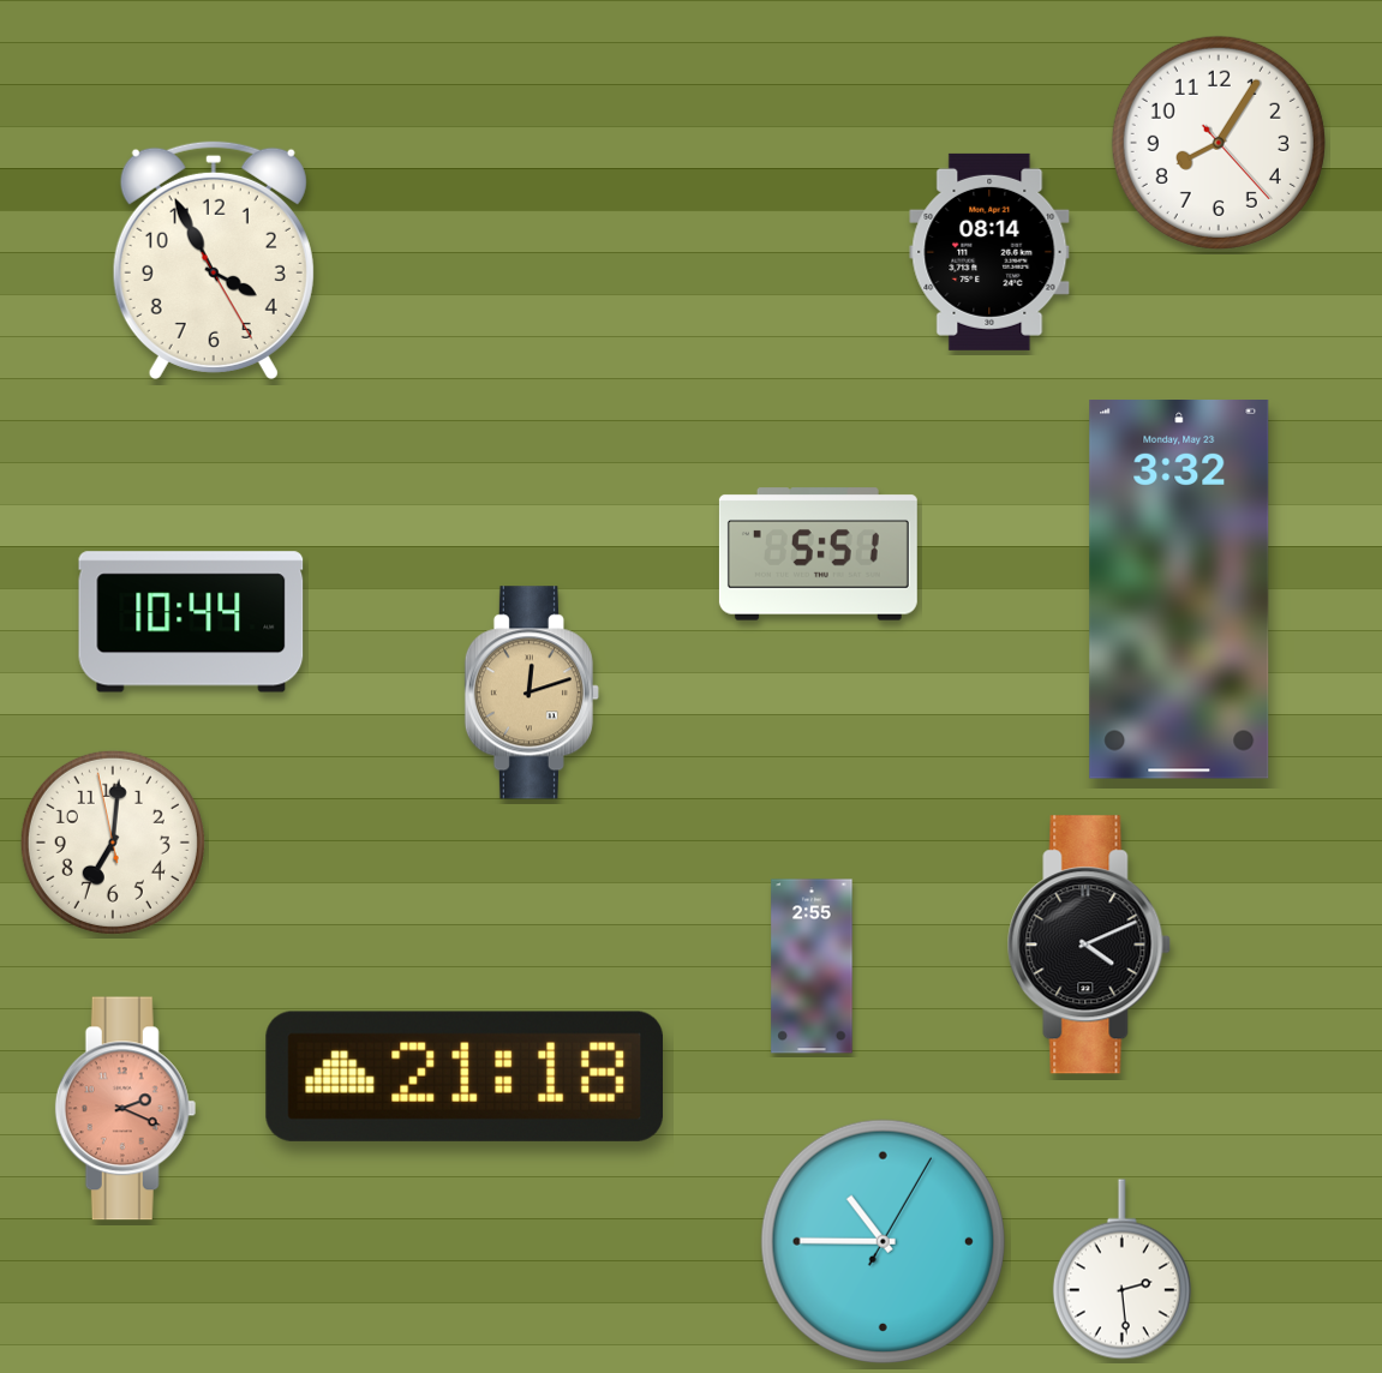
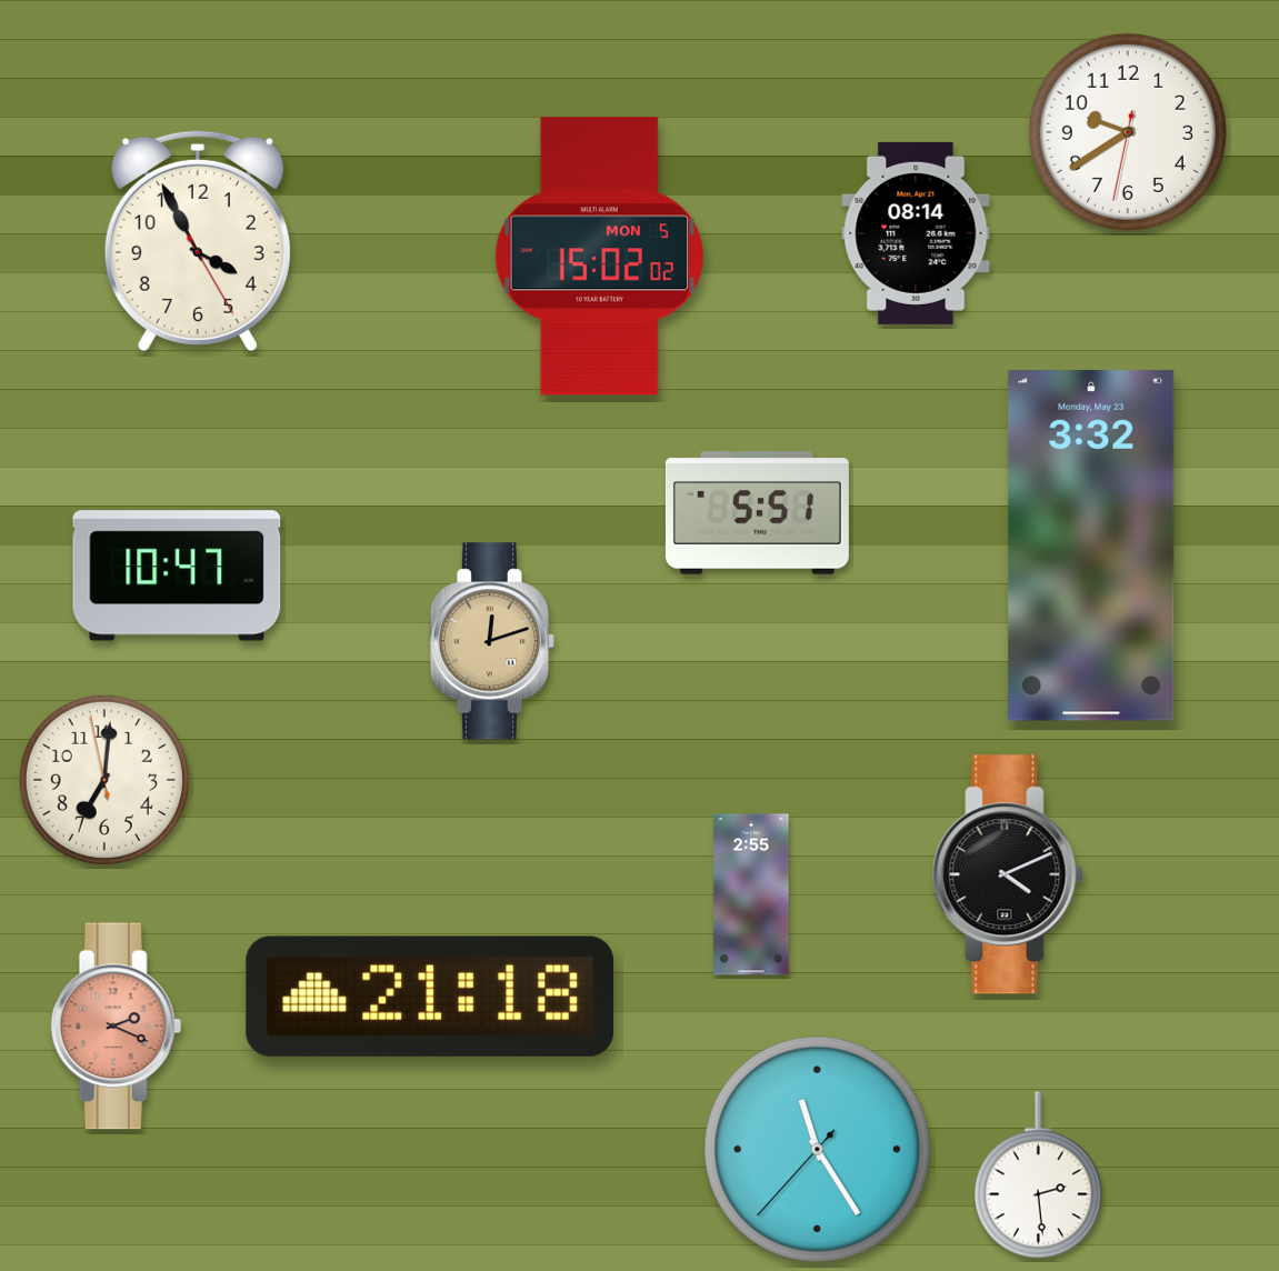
clock at (1219, 143): 8:05 -> 9:39
clock at (599, 257): none -> 15:02
clock at (191, 622): 10:44 -> 10:47
clock at (883, 1241): 10:45 -> 11:24
